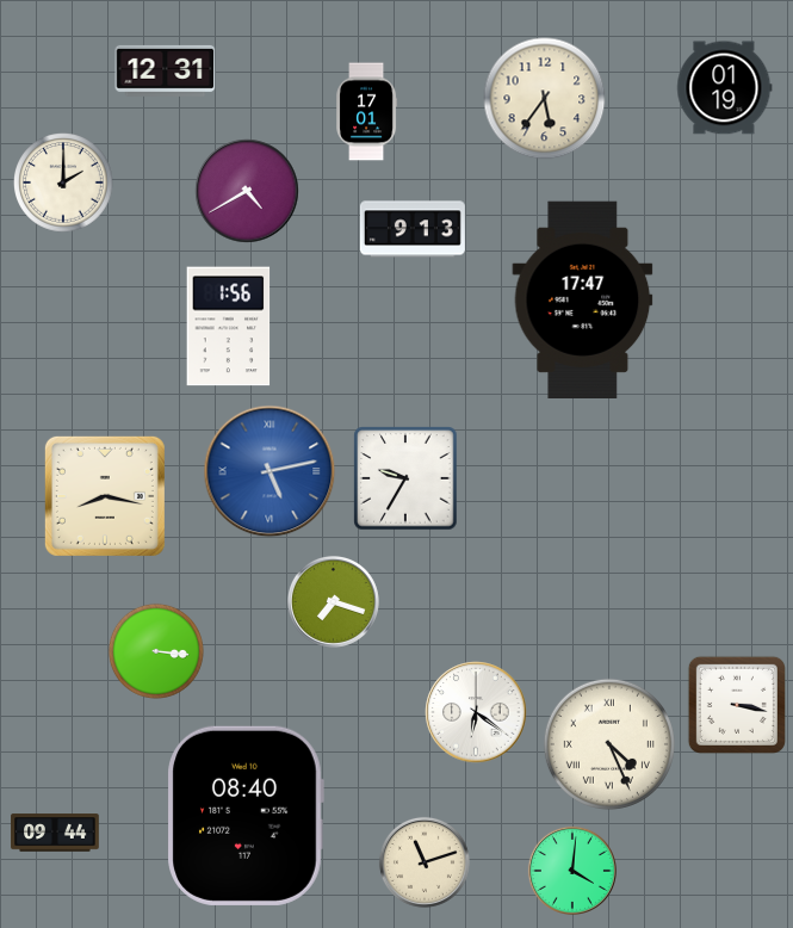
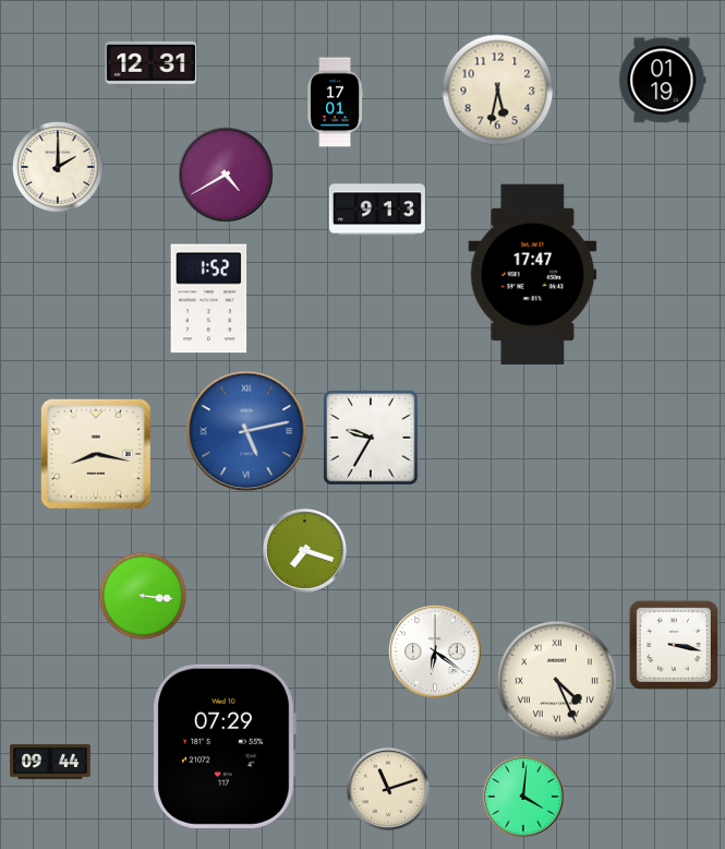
clock at (545, 99): 5:36 -> 5:32
clock at (229, 327): 1:56 -> 1:52
clock at (246, 816): 08:40 -> 07:29
